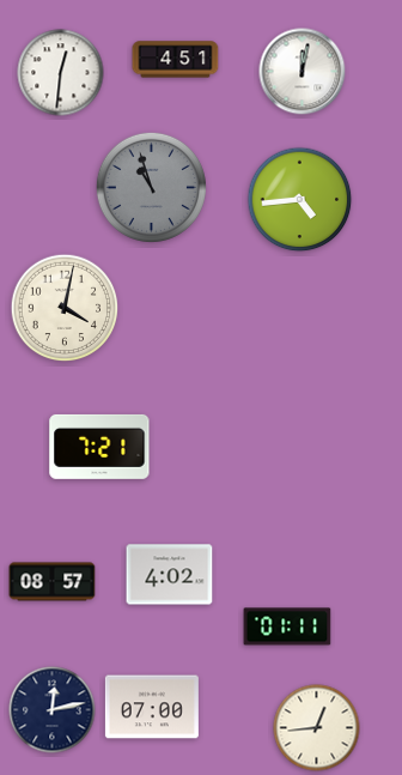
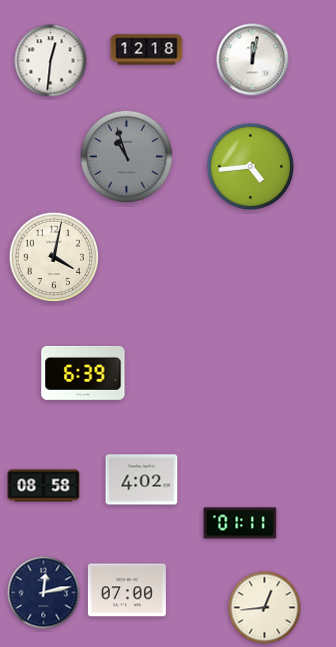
clock at (176, 60): 4:51 -> 12:18
clock at (99, 447): 7:21 -> 6:39
clock at (53, 582): 08:57 -> 08:58
